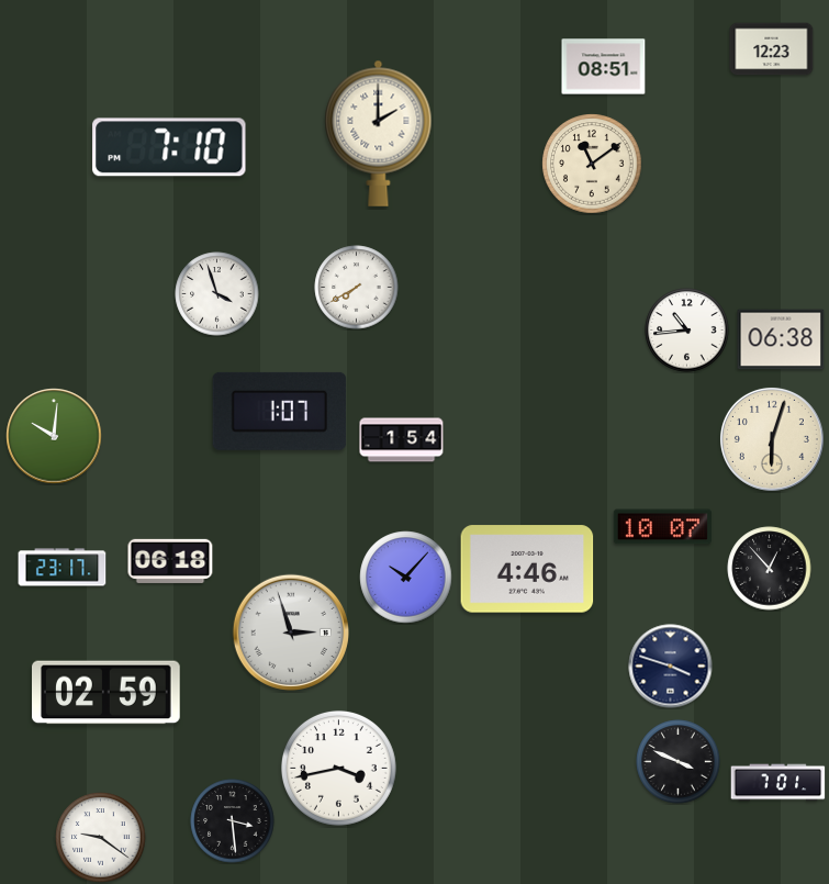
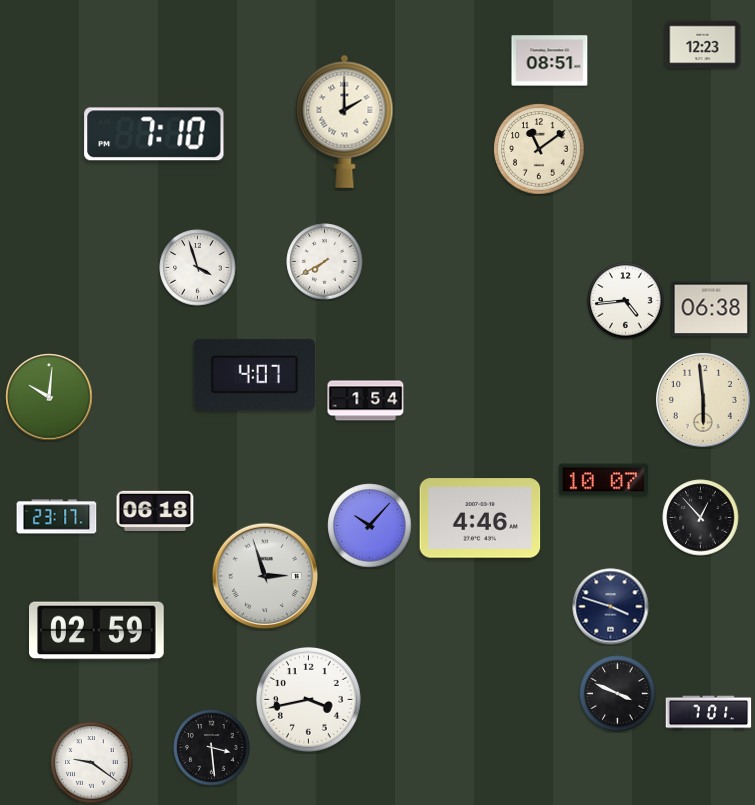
clock at (687, 331): 10:44 -> 4:44
clock at (280, 411): 1:07 -> 4:07
clock at (772, 439): 6:03 -> 5:59
